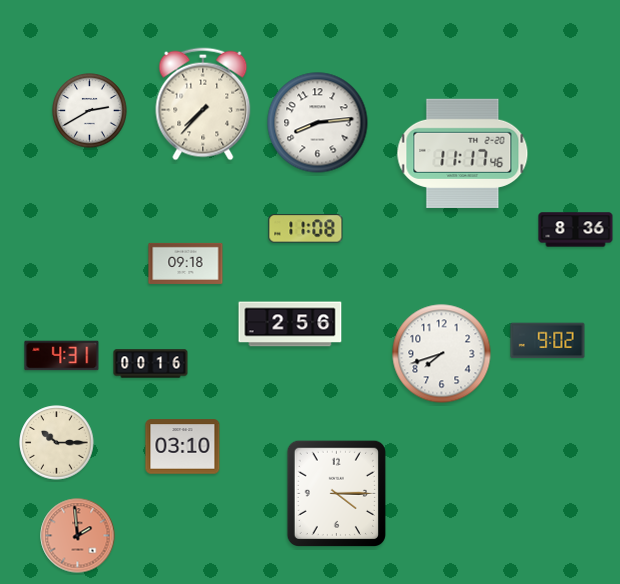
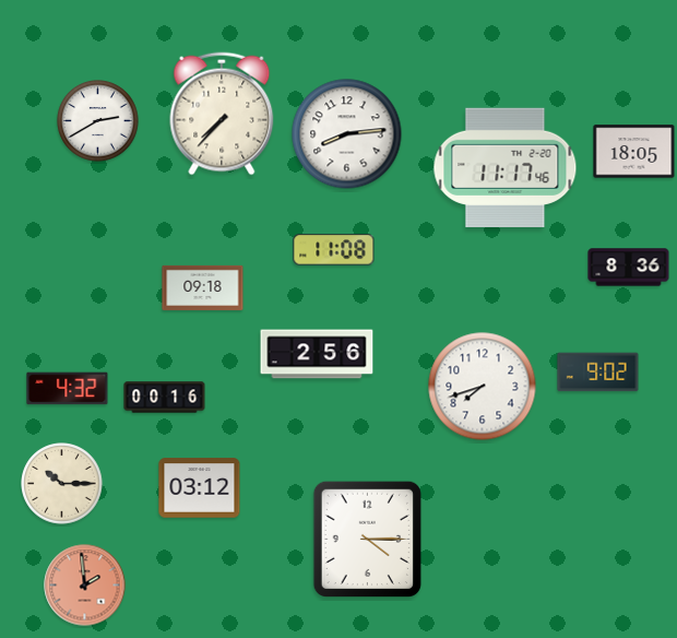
clock at (634, 152): none -> 18:05
clock at (576, 230) position: (576, 230) -> (629, 268)
clock at (62, 356): 4:31 -> 4:32
clock at (183, 447): 03:10 -> 03:12
